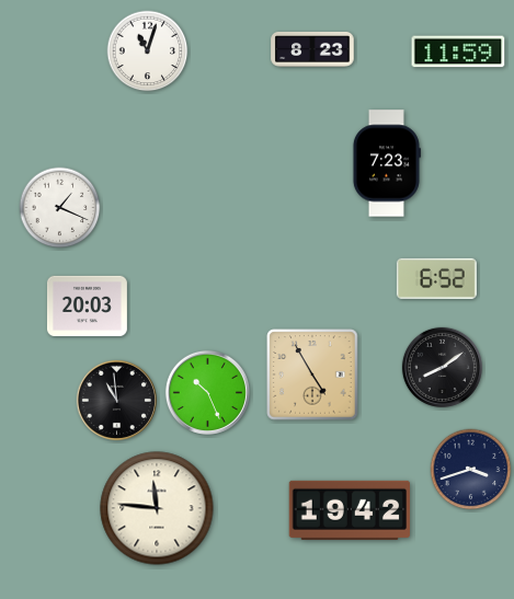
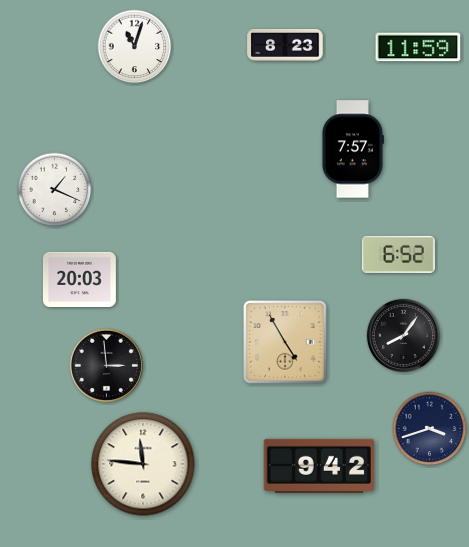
clock at (386, 163): 7:23 -> 7:57
clock at (442, 367): 8:09 -> 8:06
clock at (207, 392): 10:26 -> none
clock at (116, 400): 10:59 -> 2:59
clock at (349, 510): 19:42 -> 9:42
